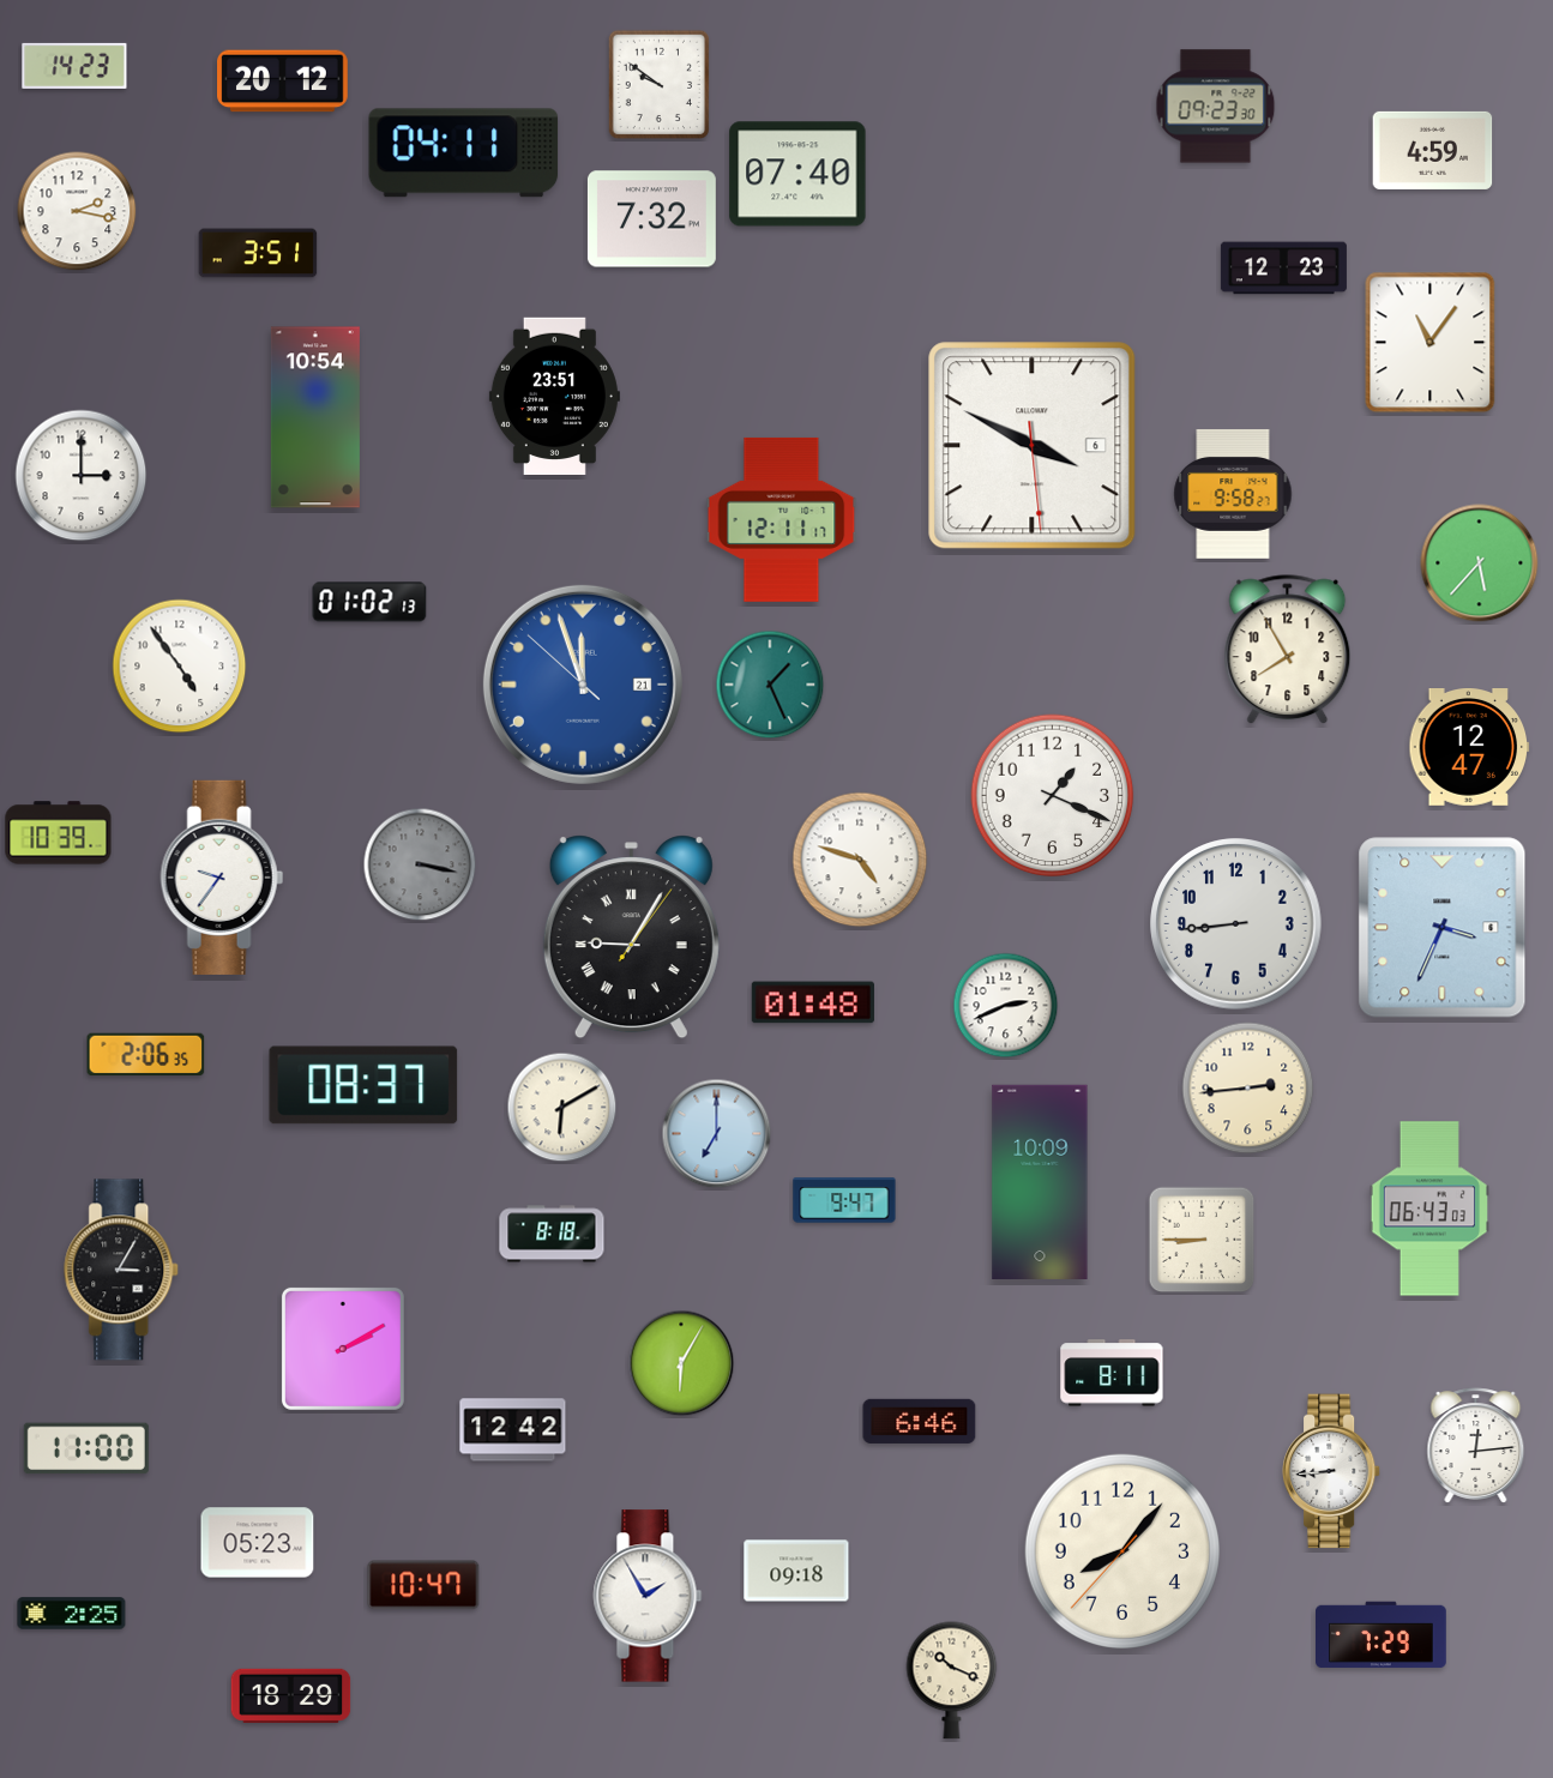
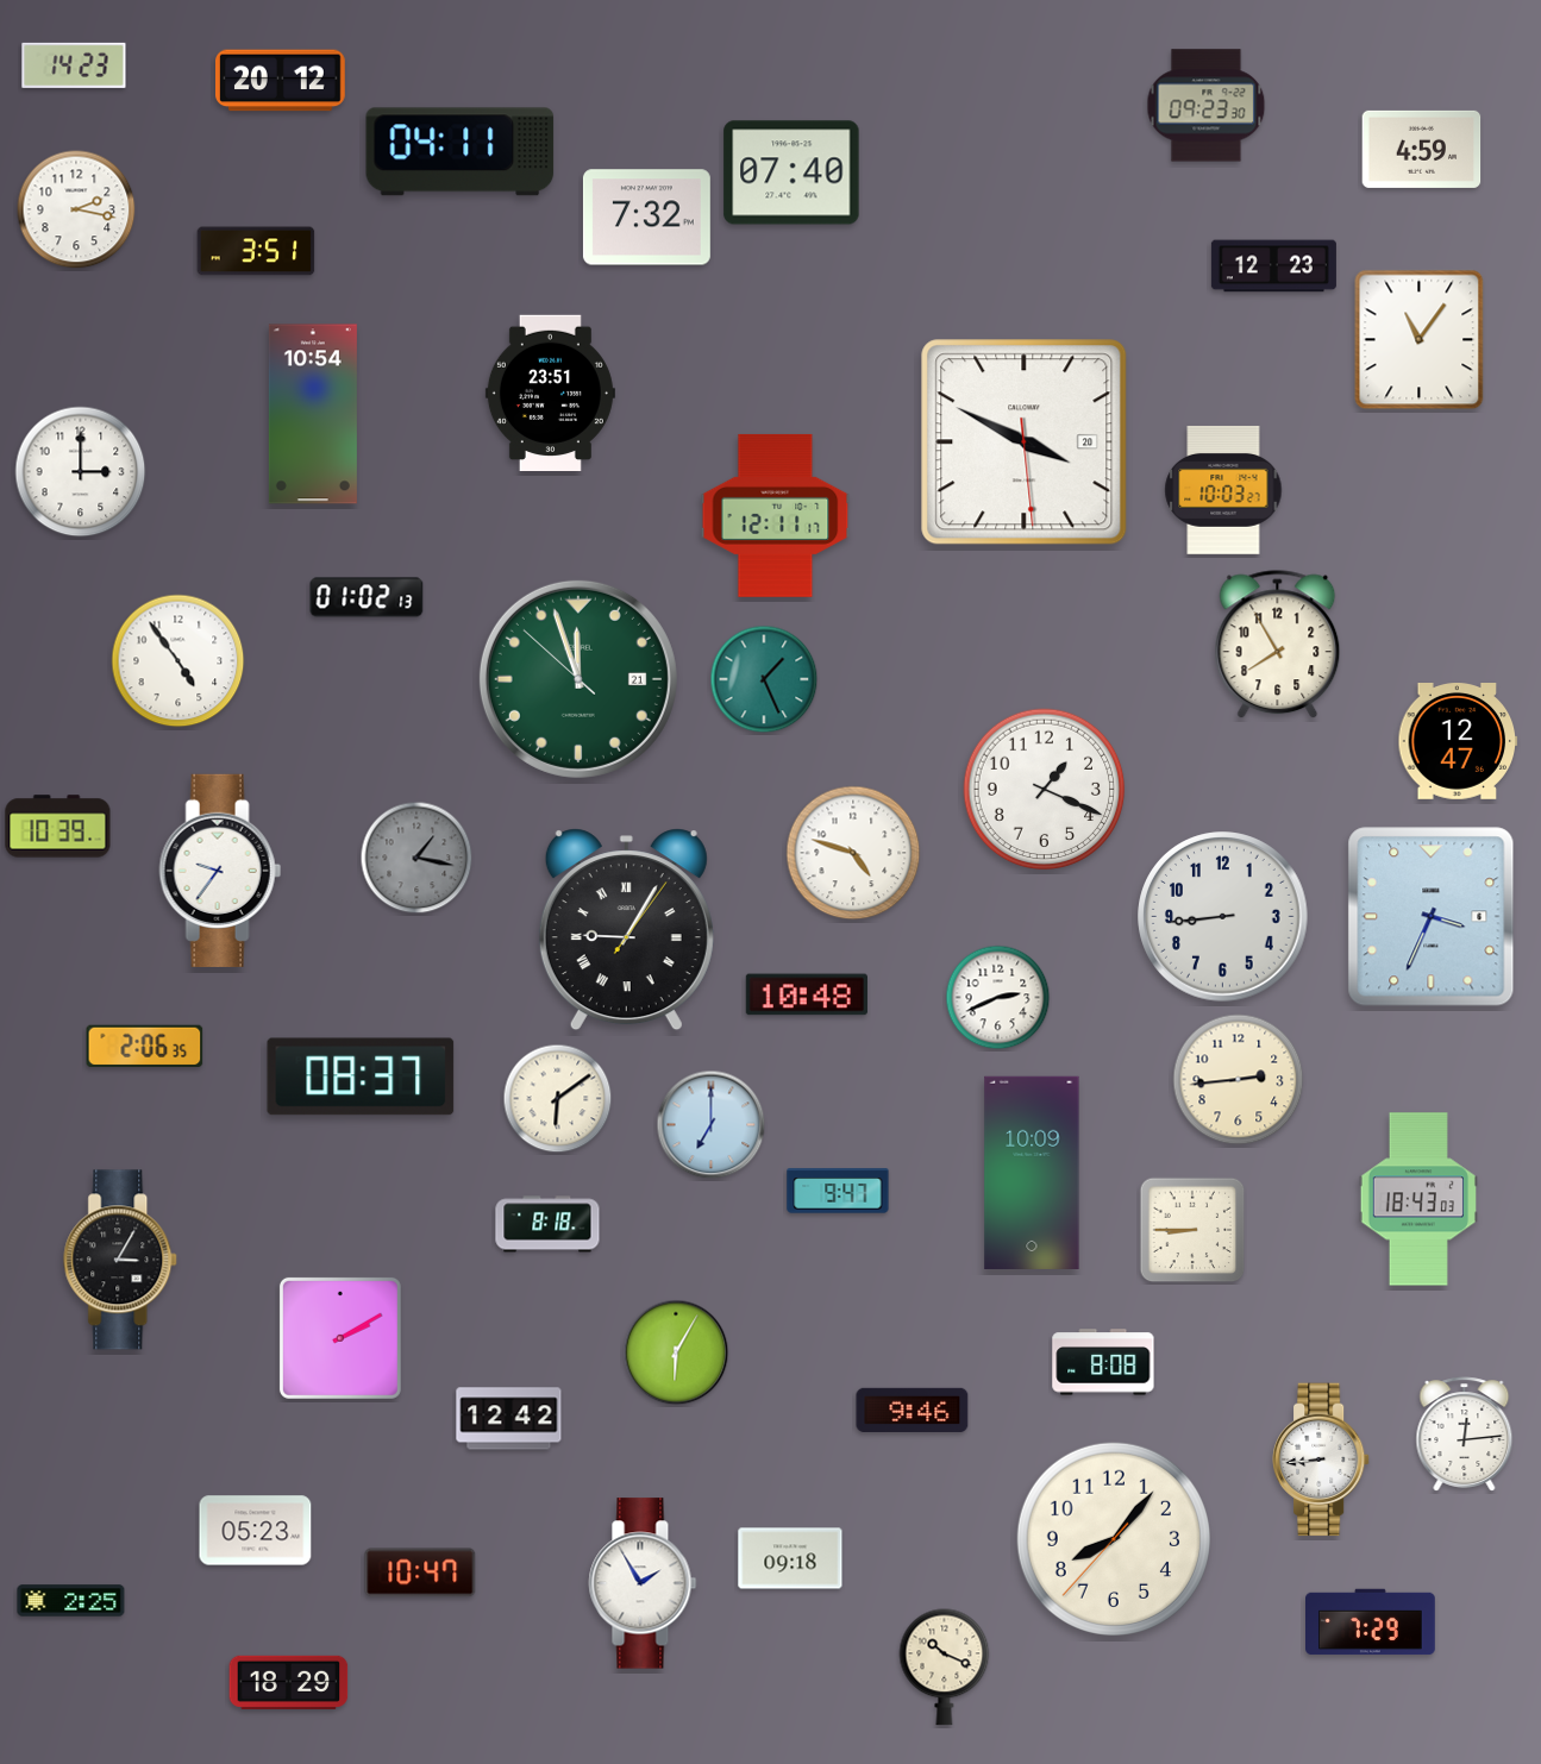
clock at (660, 85): 9:51 -> none
clock at (1033, 446) date: 6 -> 20
clock at (1233, 494): 9:58 -> 10:03
clock at (1480, 563): 5:37 -> none
clock at (583, 685) dial: blue -> green
clock at (420, 864): 3:17 -> 1:17
clock at (1236, 924) position: (1236, 924) -> (1223, 917)
clock at (1443, 928) position: (1443, 928) -> (1432, 917)
clock at (813, 1002): 01:48 -> 10:48
clock at (562, 1108): 6:10 -> 6:09
clock at (1429, 1209): 06:43 -> 18:43
clock at (1112, 1373): 8:11 -> 8:08
clock at (920, 1421): 6:46 -> 9:46
clock at (86, 1448): 11:00 -> none
